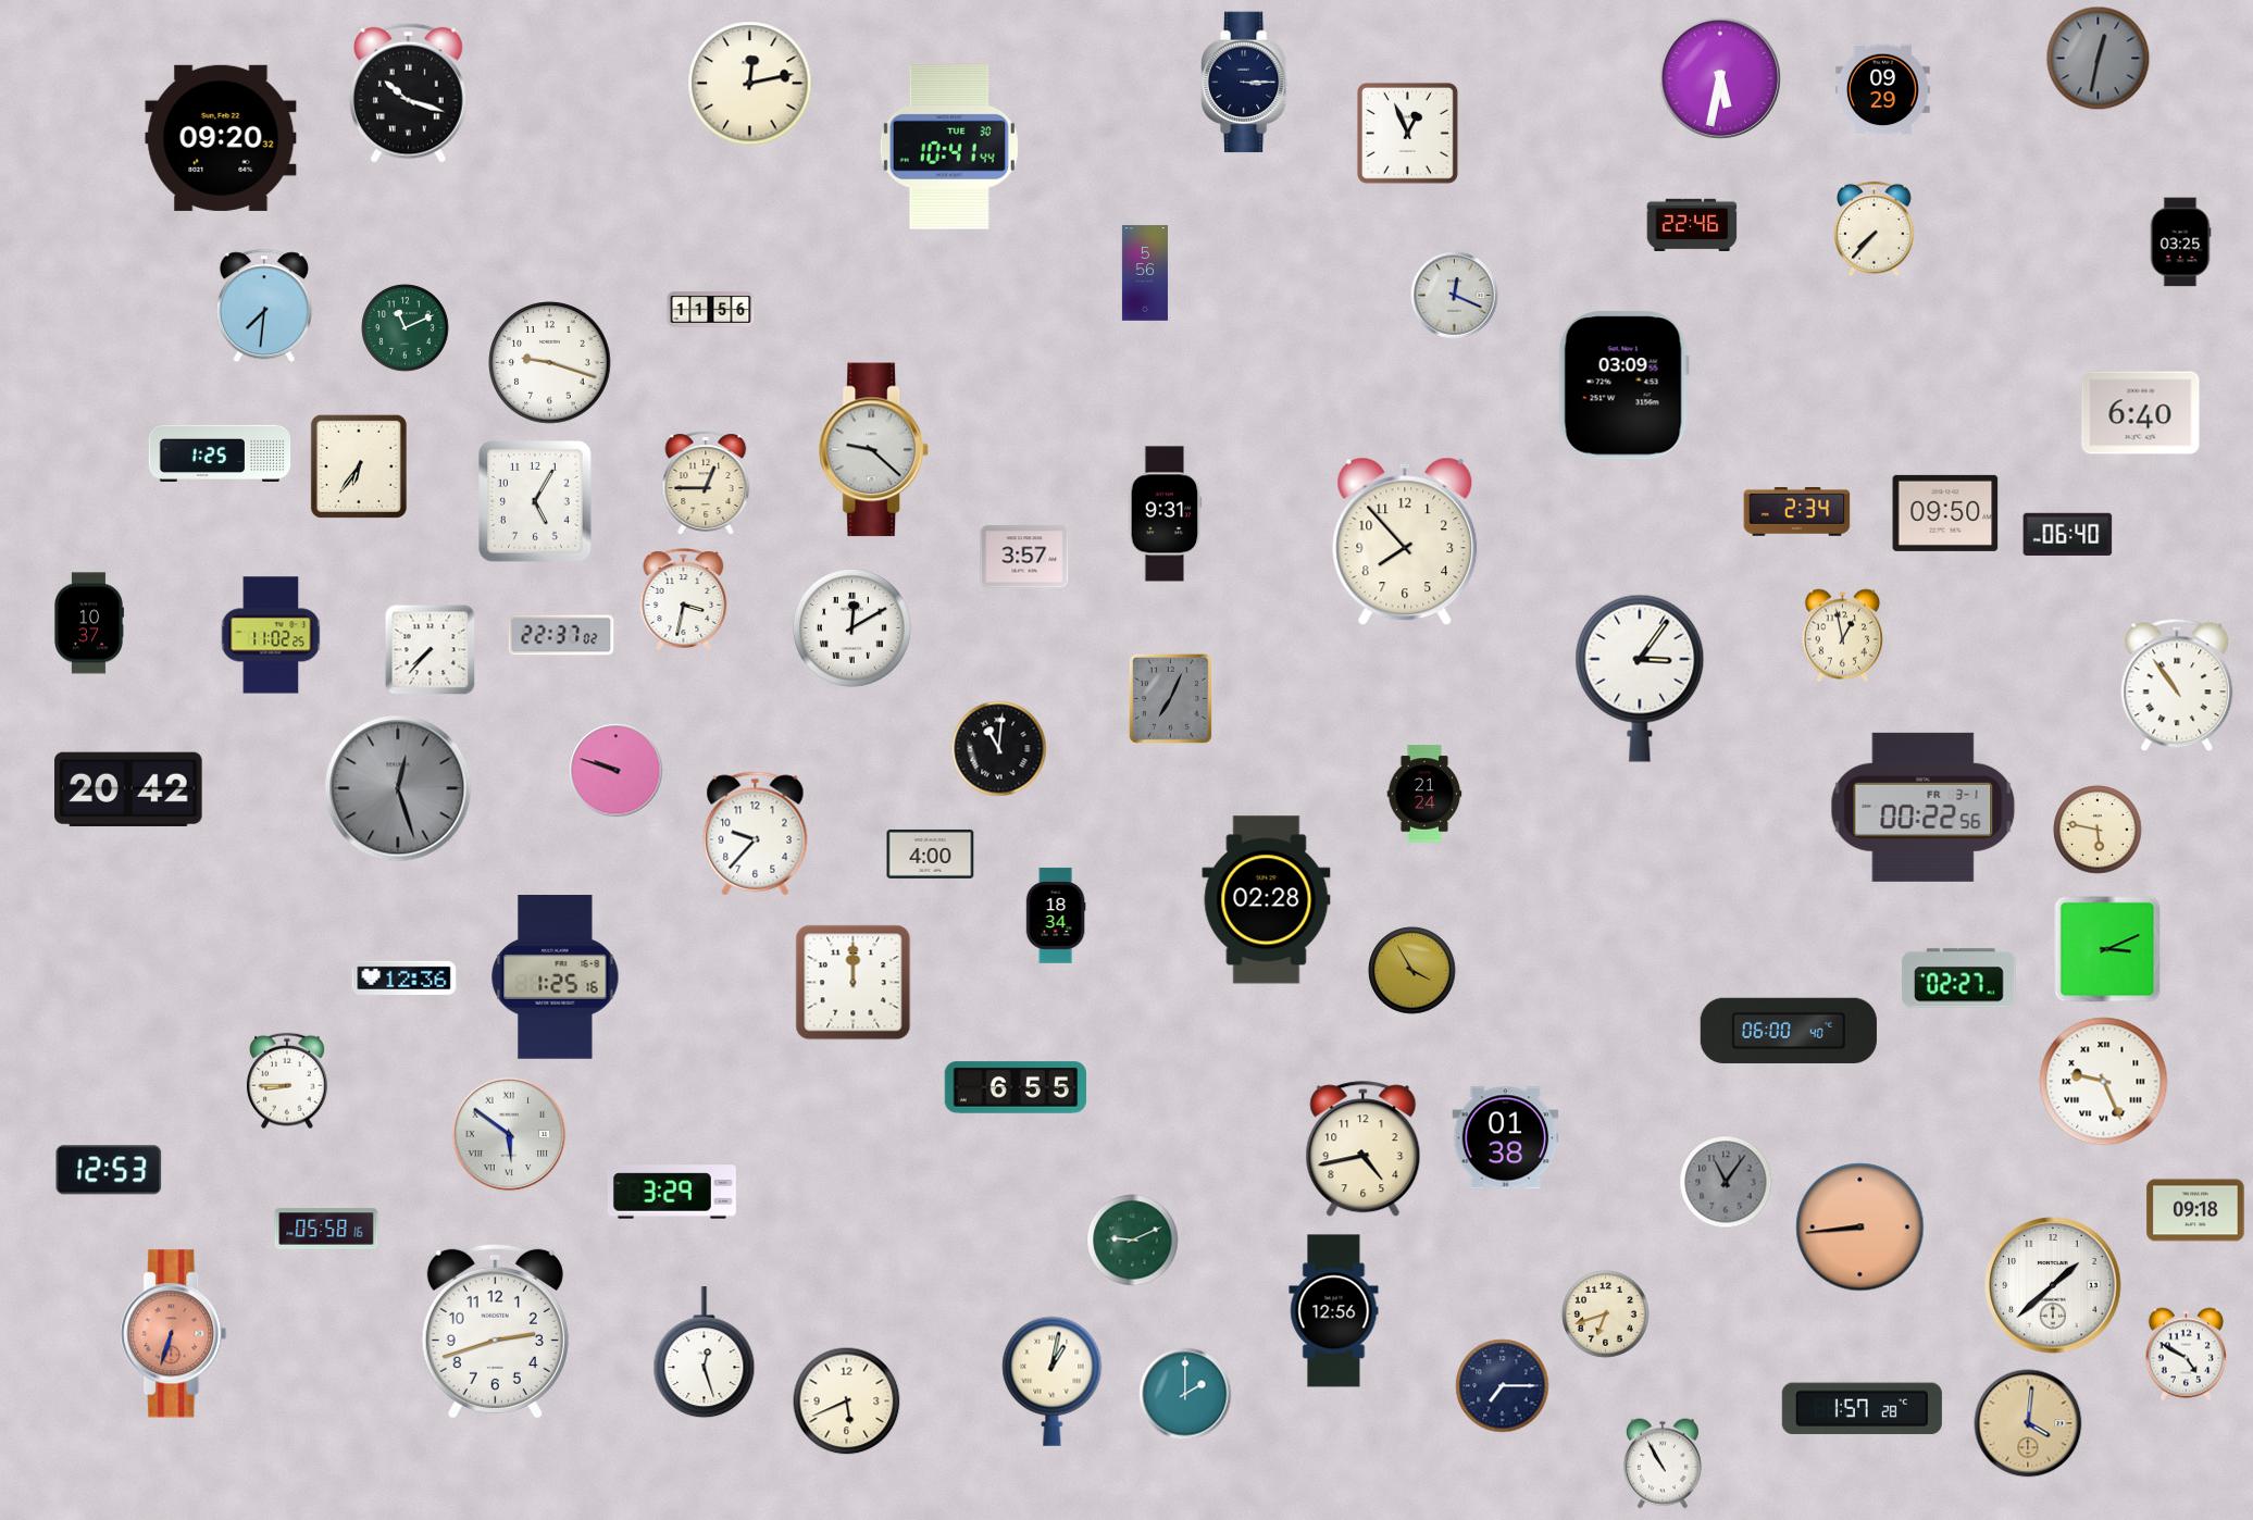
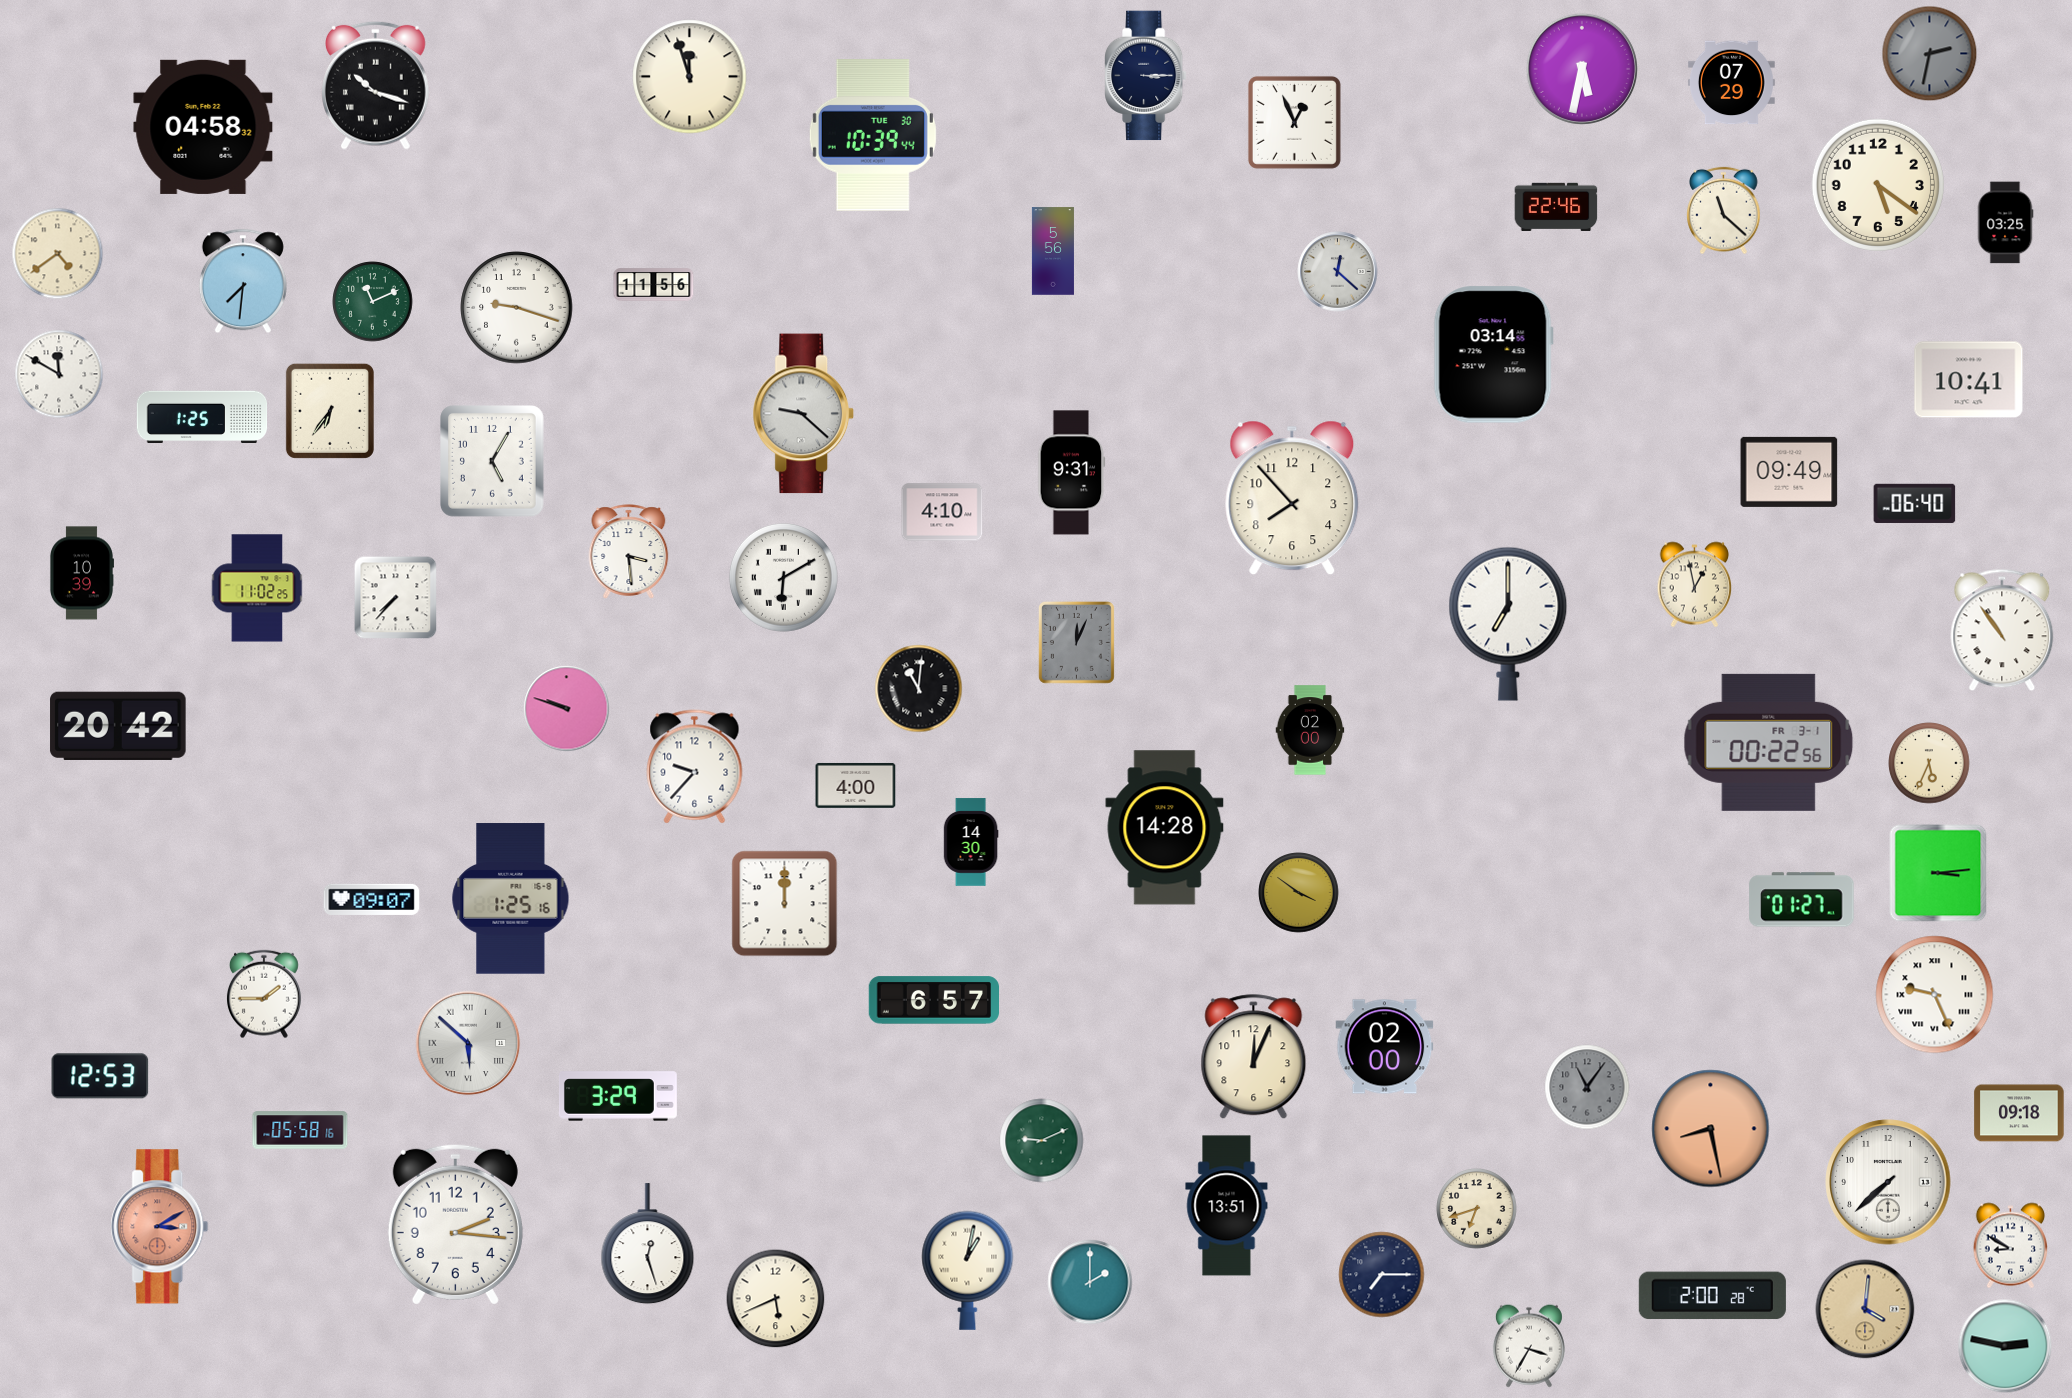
clock at (2099, 59): 12:32 -> 2:32
clock at (1720, 78) position: (1720, 78) -> (1582, 69)
clock at (750, 84): 12:13 -> 11:57
clock at (1882, 90): 09:29 -> 07:29
clock at (221, 138): 09:20 -> 04:58
clock at (949, 147): 10:41 -> 10:39
clock at (1877, 184): none -> 5:21
clock at (1875, 229): 7:37 -> 11:22
clock at (58, 254): none -> 4:39
clock at (1455, 296): 12:19 -> 12:22
clock at (550, 363) position: (550, 363) -> (517, 308)
clock at (1623, 386): 03:09 -> 03:14
clock at (59, 374): none -> 11:50
clock at (2141, 413): 6:40 -> 10:41
clock at (359, 466) position: (359, 466) -> (330, 411)
clock at (706, 483): 12:45 -> none
clock at (1797, 512): 2:34 -> none
clock at (1945, 513): 09:50 -> 09:49
clock at (2068, 534) position: (2068, 534) -> (1915, 503)
clock at (1024, 557): 3:57 -> 4:10
clock at (684, 600): 3:32 -> 3:29
clock at (88, 623): 10:37 -> 10:39
clock at (851, 627): 12:10 -> 6:10
clock at (271, 635) position: (271, 635) -> (257, 588)
clock at (561, 635): 22:37 -> none
clock at (1640, 678): 3:06 -> 7:00
clock at (1170, 698): 7:04 -> 12:04
clock at (398, 788): 12:27 -> none
clock at (1424, 794): 21:24 -> 02:00
clock at (2098, 830): 5:47 -> 5:34
clock at (1267, 900): 02:28 -> 14:28
clock at (1056, 915): 18:34 -> 14:30
clock at (2107, 949): 3:11 -> 3:14
clock at (1412, 971): 3:55 -> 3:51
clock at (404, 977): 12:36 -> 09:07
clock at (1959, 979): 02:27 -> 01:27
clock at (1789, 1030): 06:00 -> none
clock at (287, 1081): 8:45 -> 1:45
clock at (1015, 1087): 6:55 -> 6:57
clock at (509, 1134): 5:51 -> 5:52
clock at (1506, 1138): 01:38 -> 02:00
clock at (1364, 1149): 4:43 -> 12:04
clock at (1860, 1228): 8:44 -> 8:28
clock at (2053, 1285): 1:38 -> 7:38
clock at (1334, 1311): 12:56 -> 13:51
clock at (495, 1331): 2:42 -> 2:16
clock at (174, 1334): 6:33 -> 3:10
clock at (2187, 1355): 4:50 -> 8:50
clock at (847, 1401) position: (847, 1401) -> (776, 1299)
clock at (1862, 1409): 1:57 -> 2:00
clock at (1663, 1463): 10:55 -> 3:35
clock at (2005, 1346): none -> 2:47
